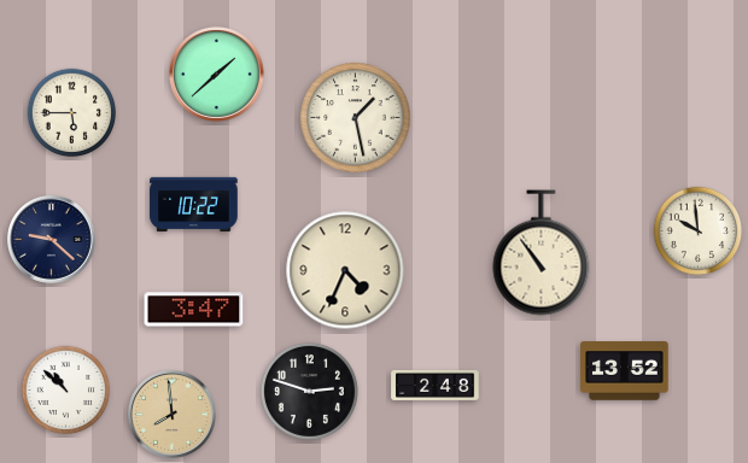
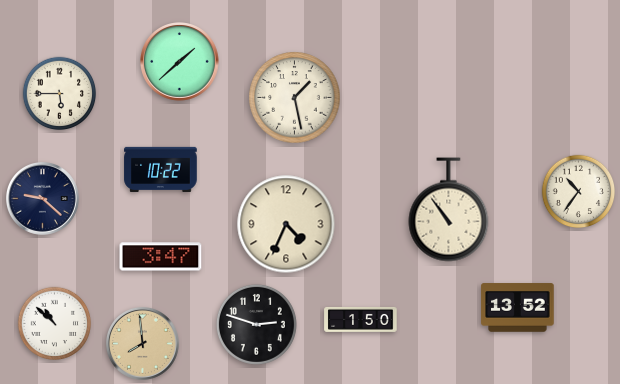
clock at (699, 231): 9:59 -> 10:36
clock at (436, 385): 2:48 -> 1:50
